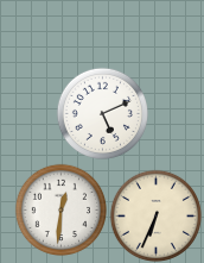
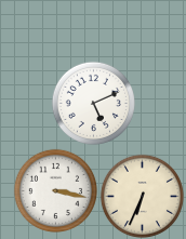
clock at (60, 209): 12:31 -> 3:17
